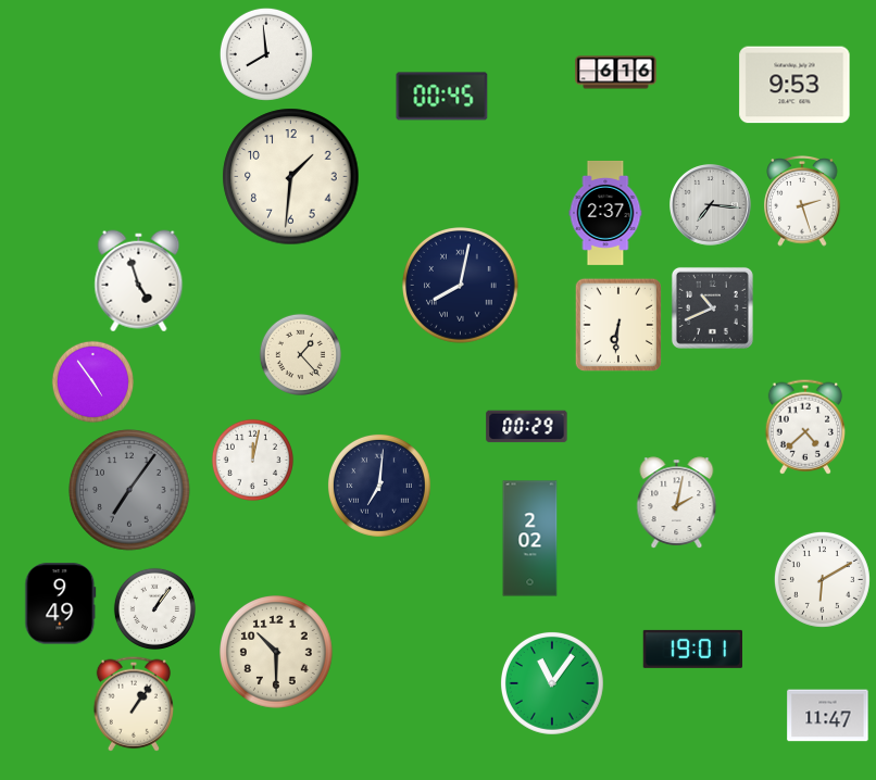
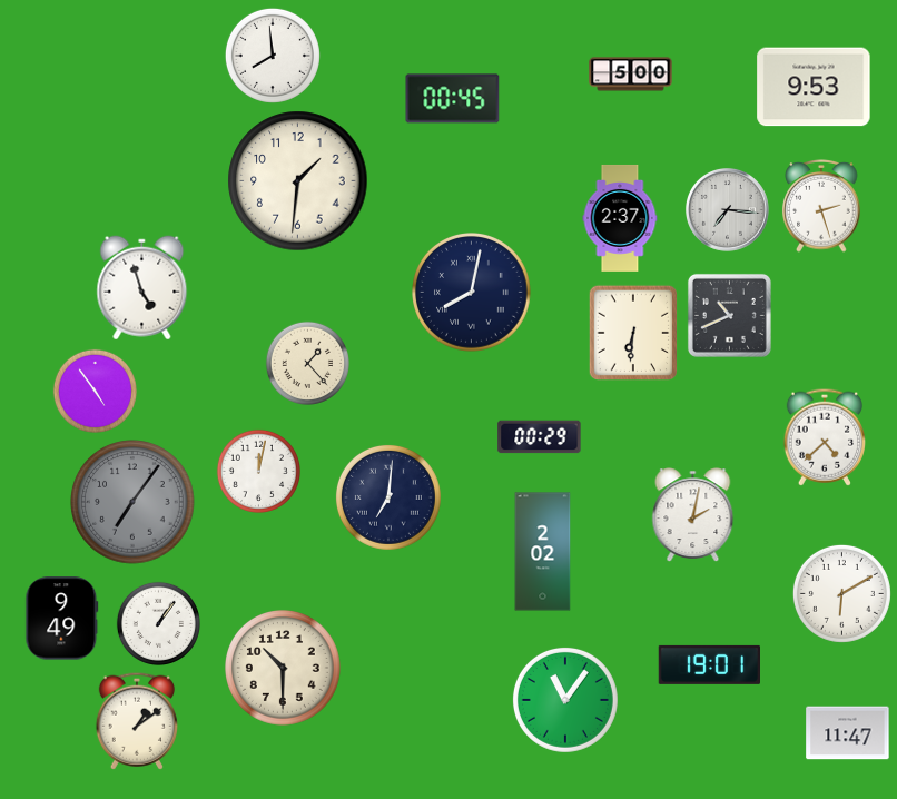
clock at (616, 73): 6:16 -> 5:00
clock at (133, 704): 1:06 -> 1:09
